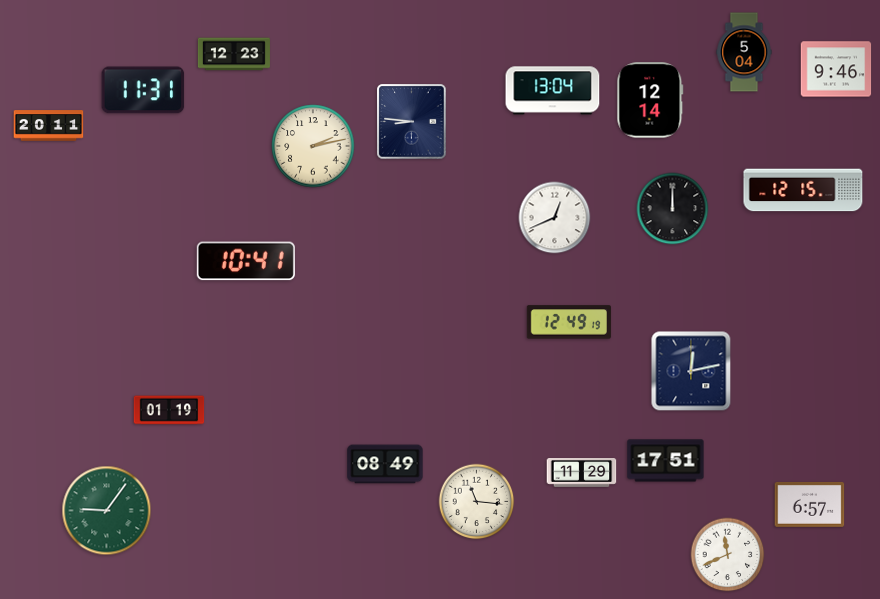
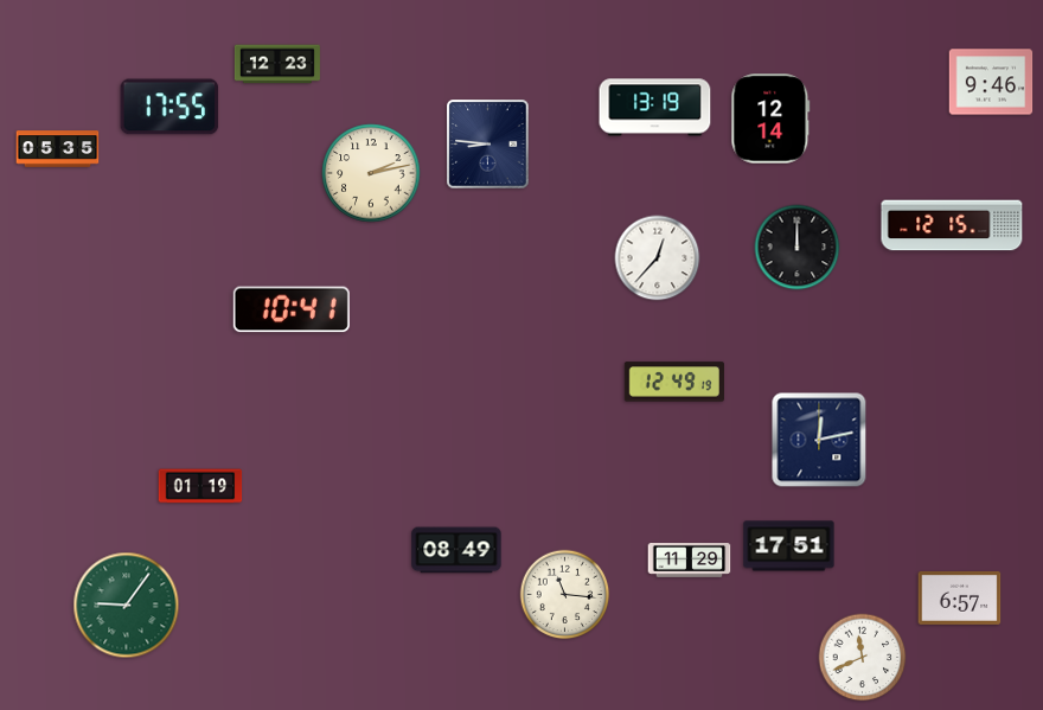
clock at (744, 52): 5:04 -> none
clock at (143, 90): 11:31 -> 17:55
clock at (553, 91): 13:04 -> 13:19
clock at (49, 126): 20:11 -> 05:35
clock at (555, 218): 12:41 -> 12:37
